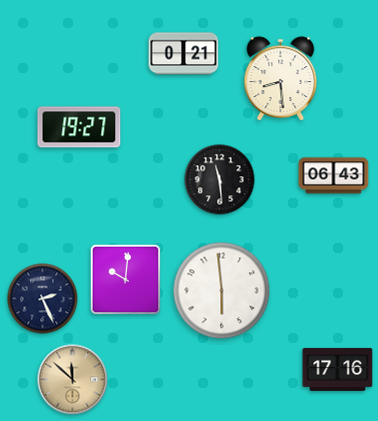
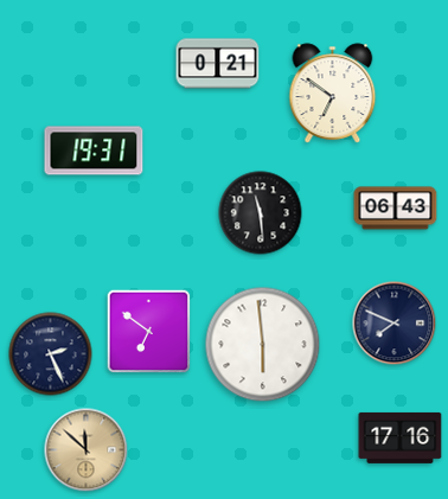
clock at (281, 79): 8:29 -> 6:51
clock at (79, 127): 19:27 -> 19:31
clock at (395, 324): none -> 7:49
clock at (126, 280): 10:01 -> 6:51
